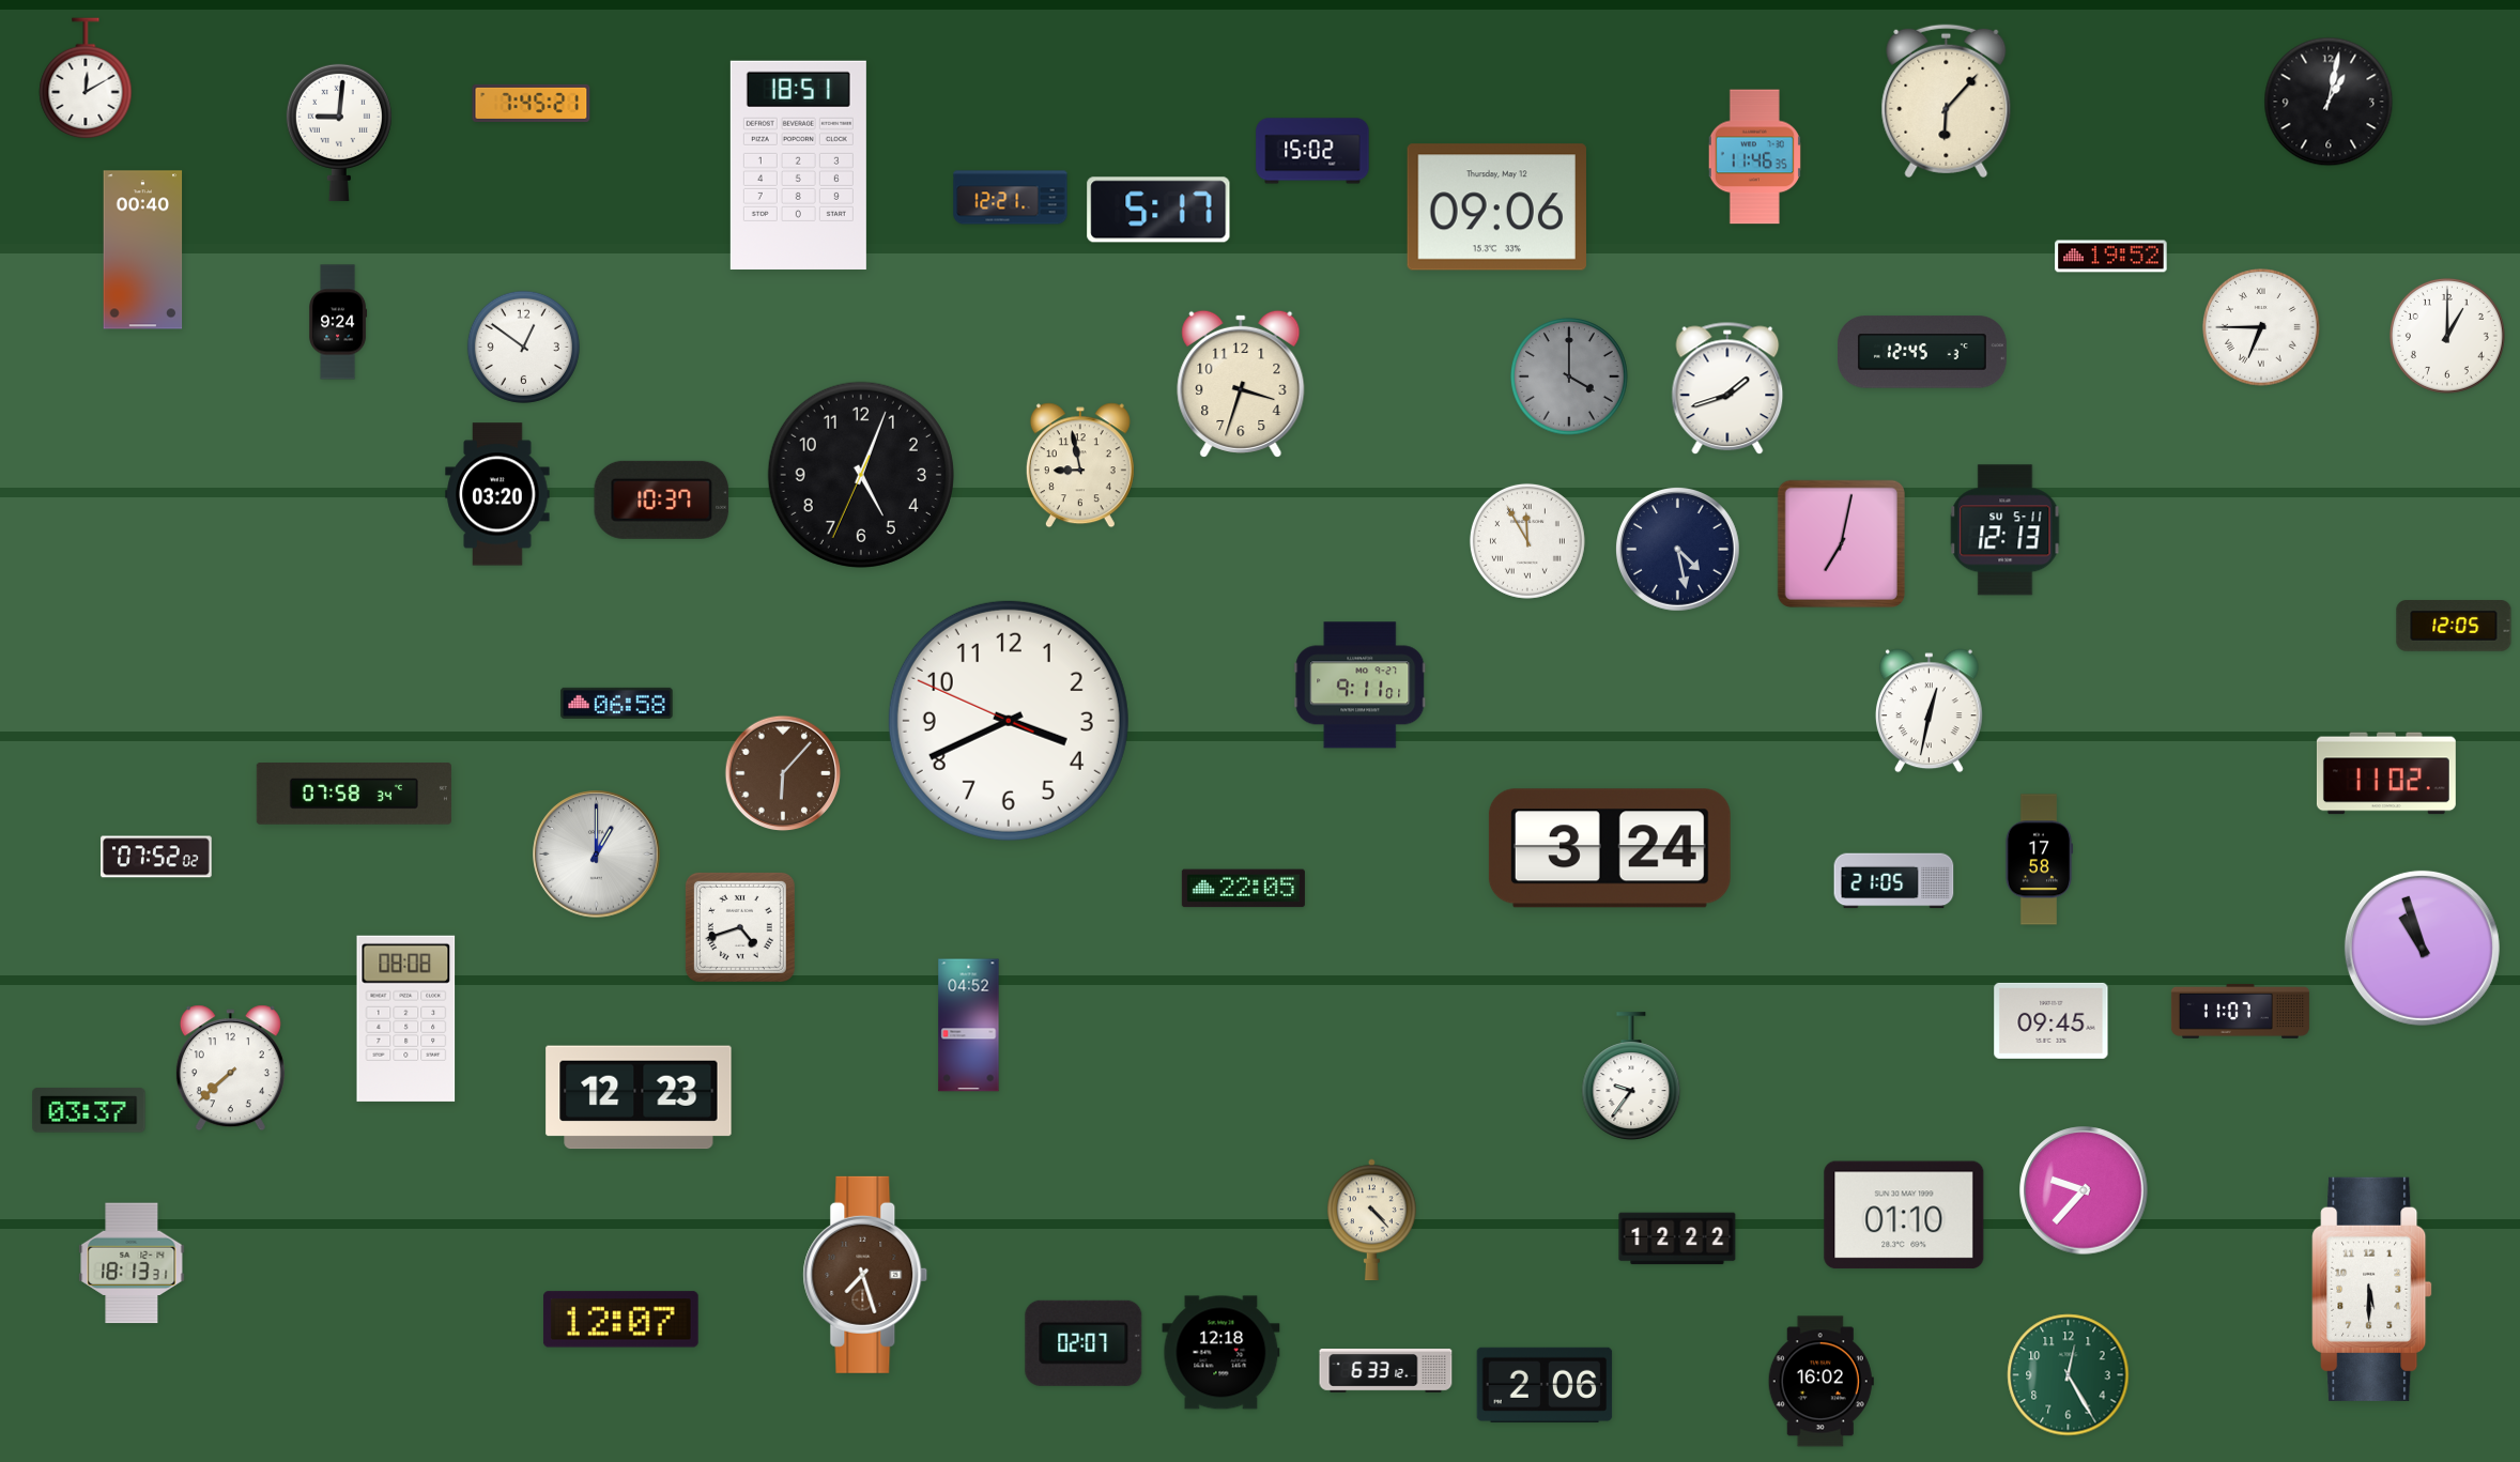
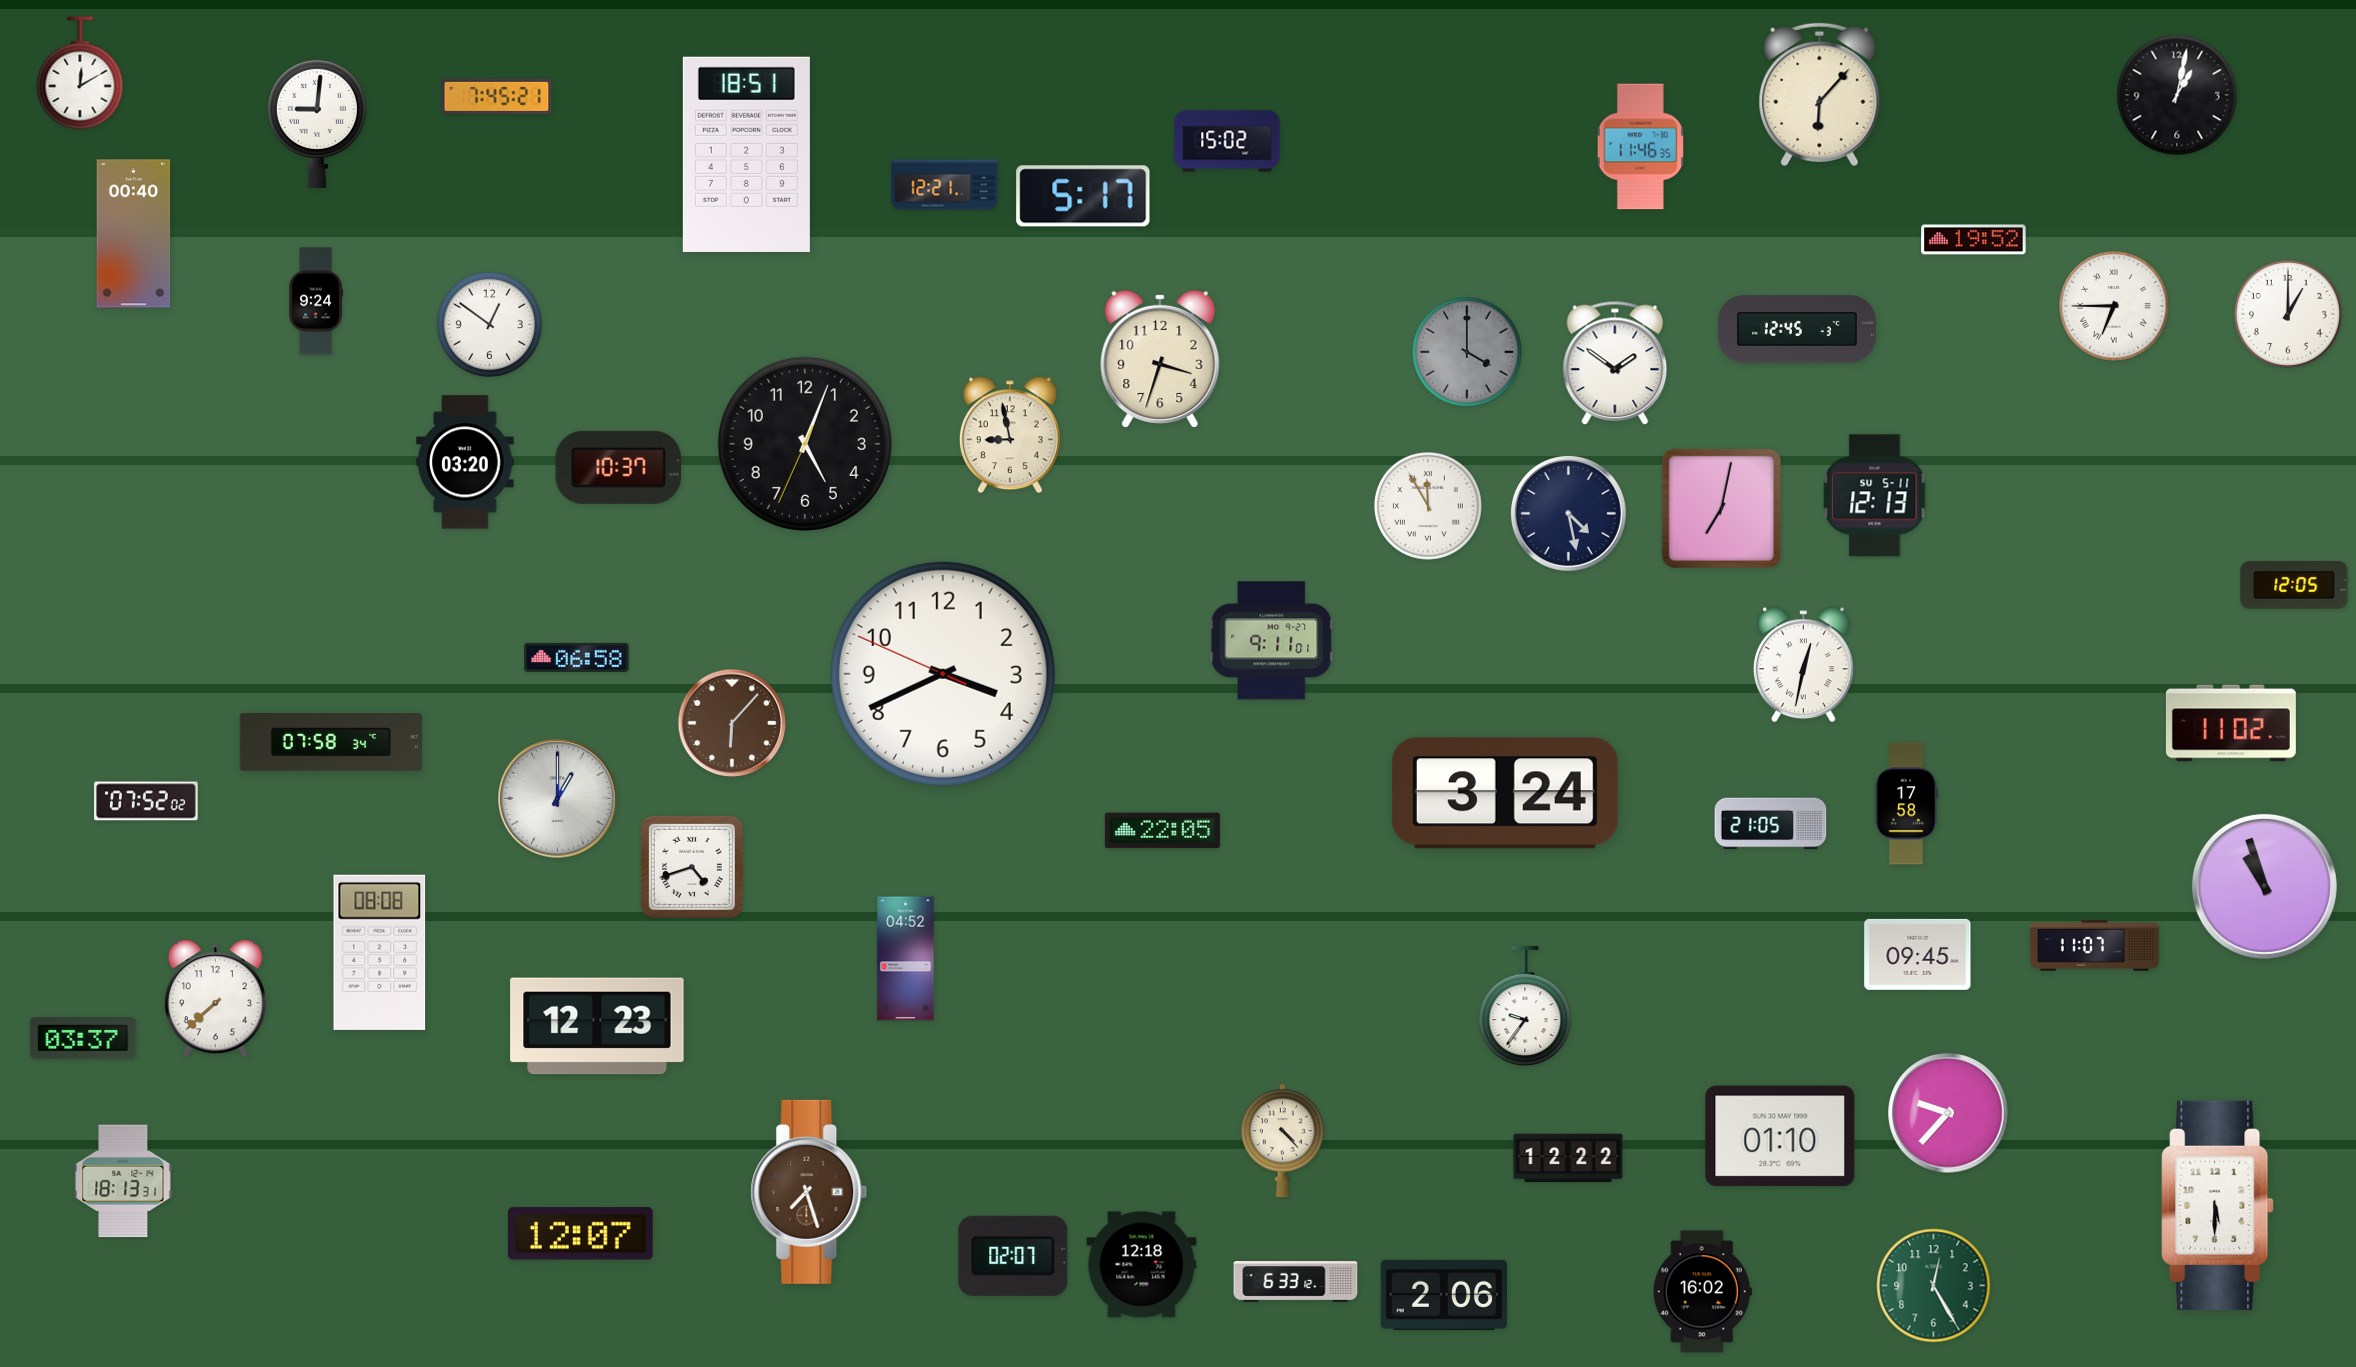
clock at (1496, 207): 09:06 -> none
clock at (1727, 388): 1:42 -> 1:51
